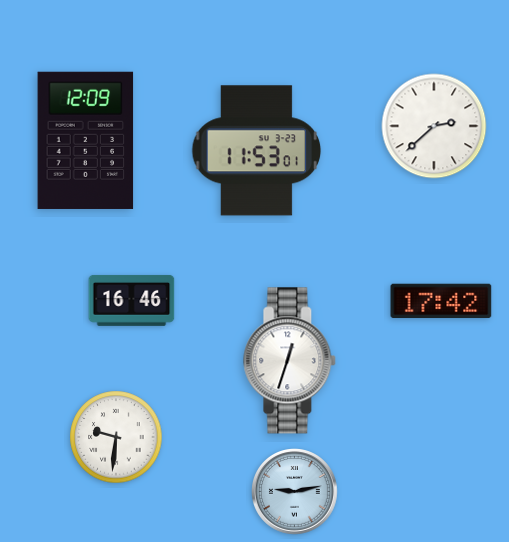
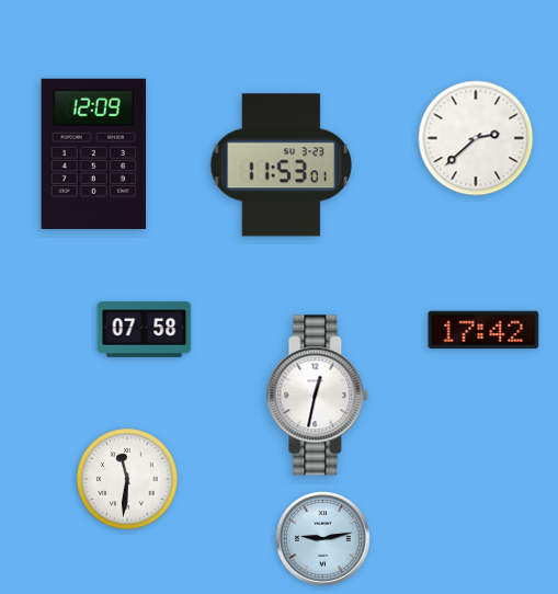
clock at (132, 300): 16:46 -> 07:58
clock at (290, 361): 12:33 -> 12:32
clock at (116, 437): 9:31 -> 11:31
